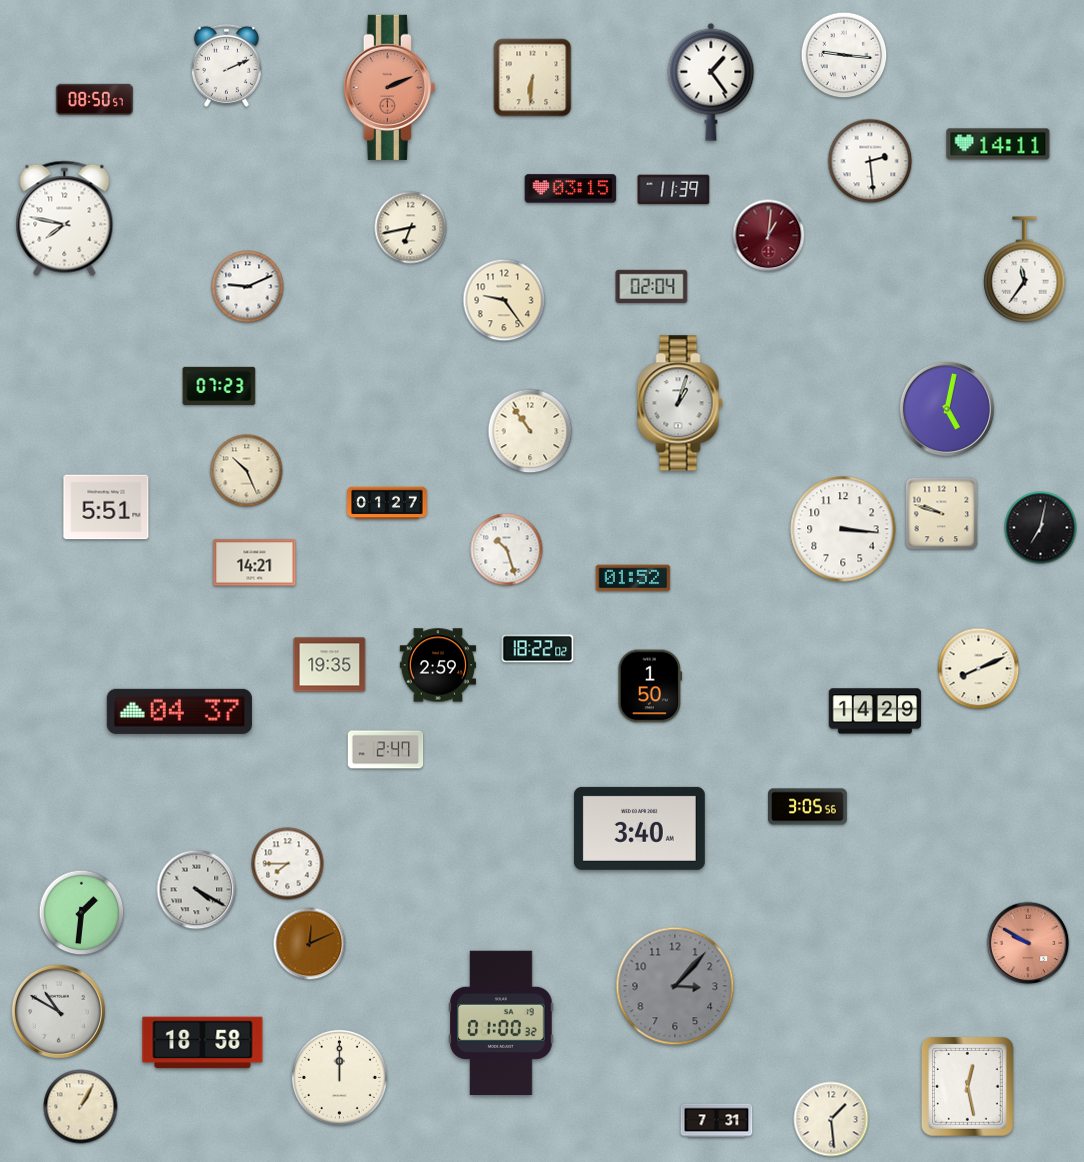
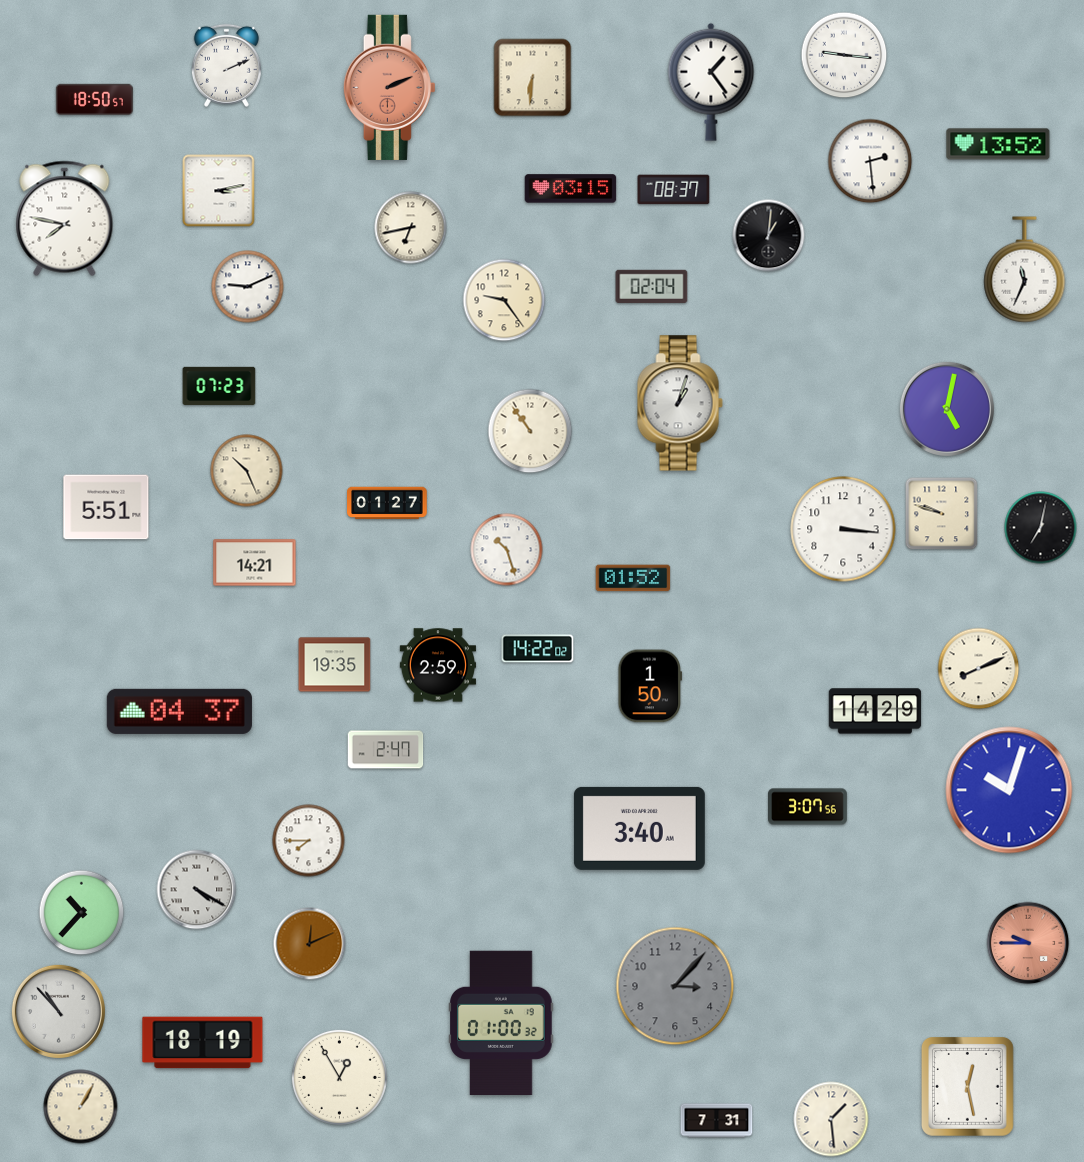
clock at (94, 99): 08:50 -> 18:50
clock at (998, 144): 14:11 -> 13:52
clock at (674, 190): 11:39 -> 08:37
clock at (219, 191): none -> 3:13
clock at (769, 236) dial: burgundy -> black
clock at (1025, 270): 11:36 -> 11:34
clock at (538, 649): 18:22 -> 14:22
clock at (330, 665) position: (330, 665) -> (335, 665)
clock at (1009, 790): none -> 10:03
clock at (808, 807): 3:05 -> 3:07
clock at (288, 864) position: (288, 864) -> (309, 841)
clock at (82, 913): 1:31 -> 10:37
clock at (1028, 943): 9:50 -> 9:45
clock at (58, 1011): 10:50 -> 10:53
clock at (203, 1043): 18:58 -> 18:19
clock at (339, 1077): 12:00 -> 12:55
